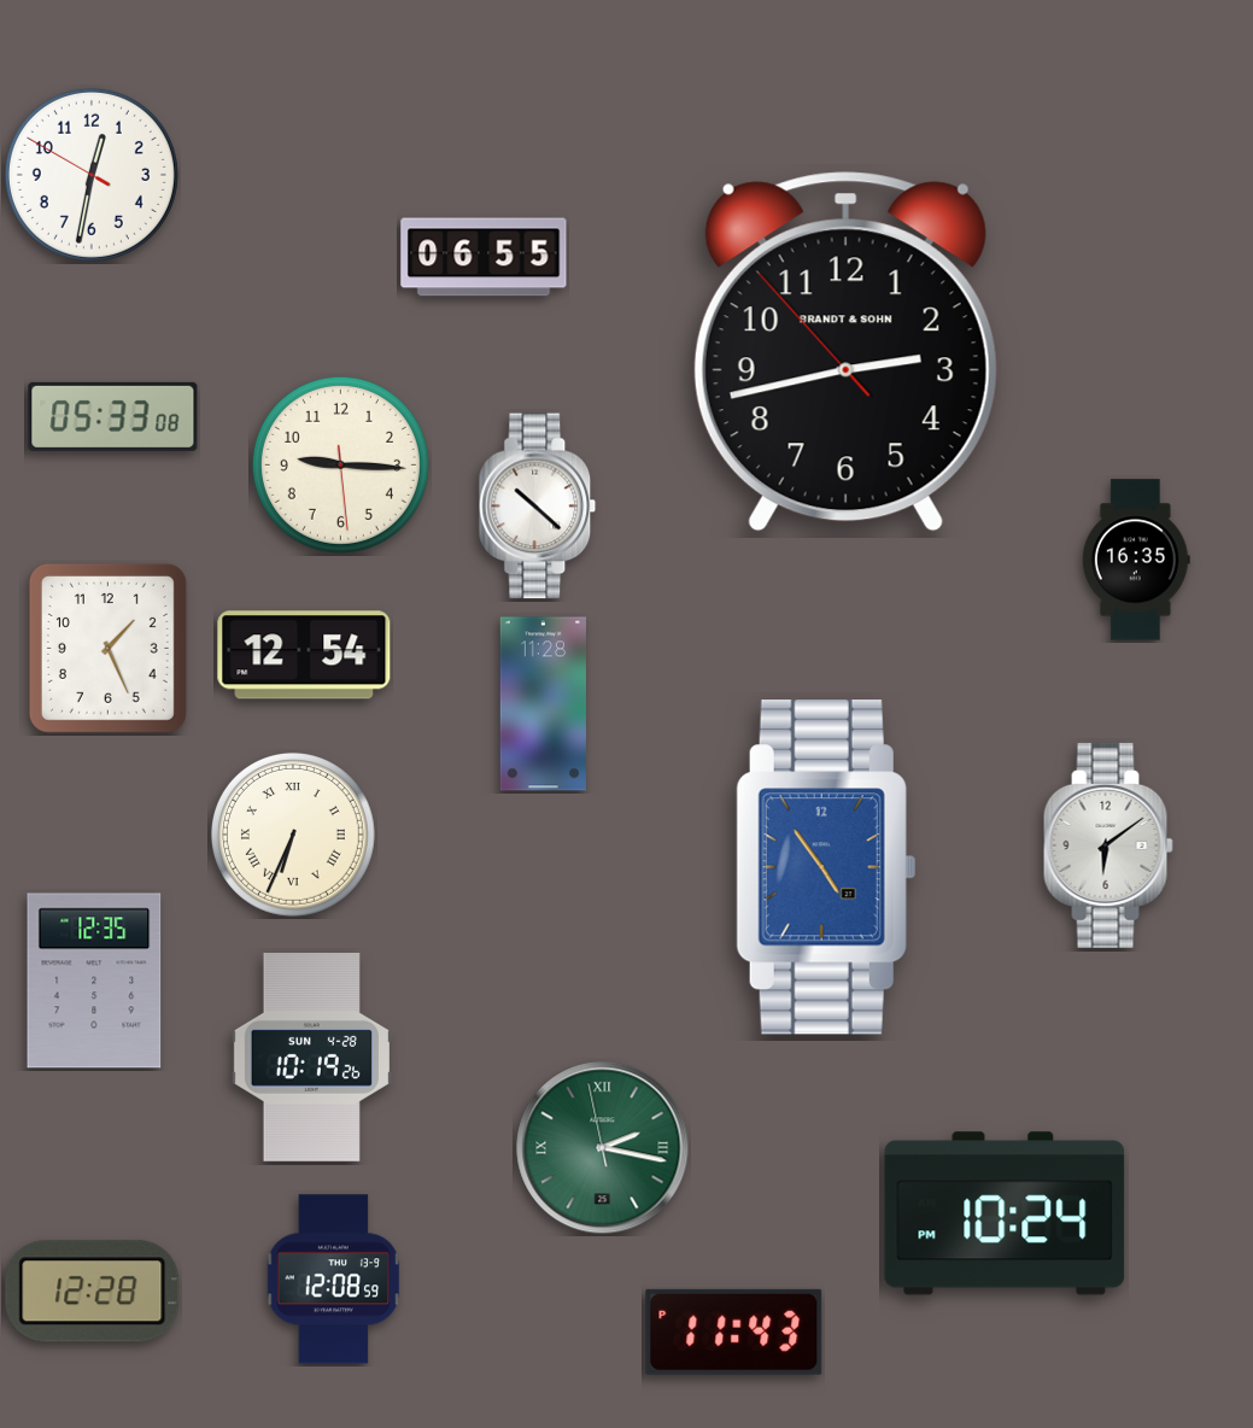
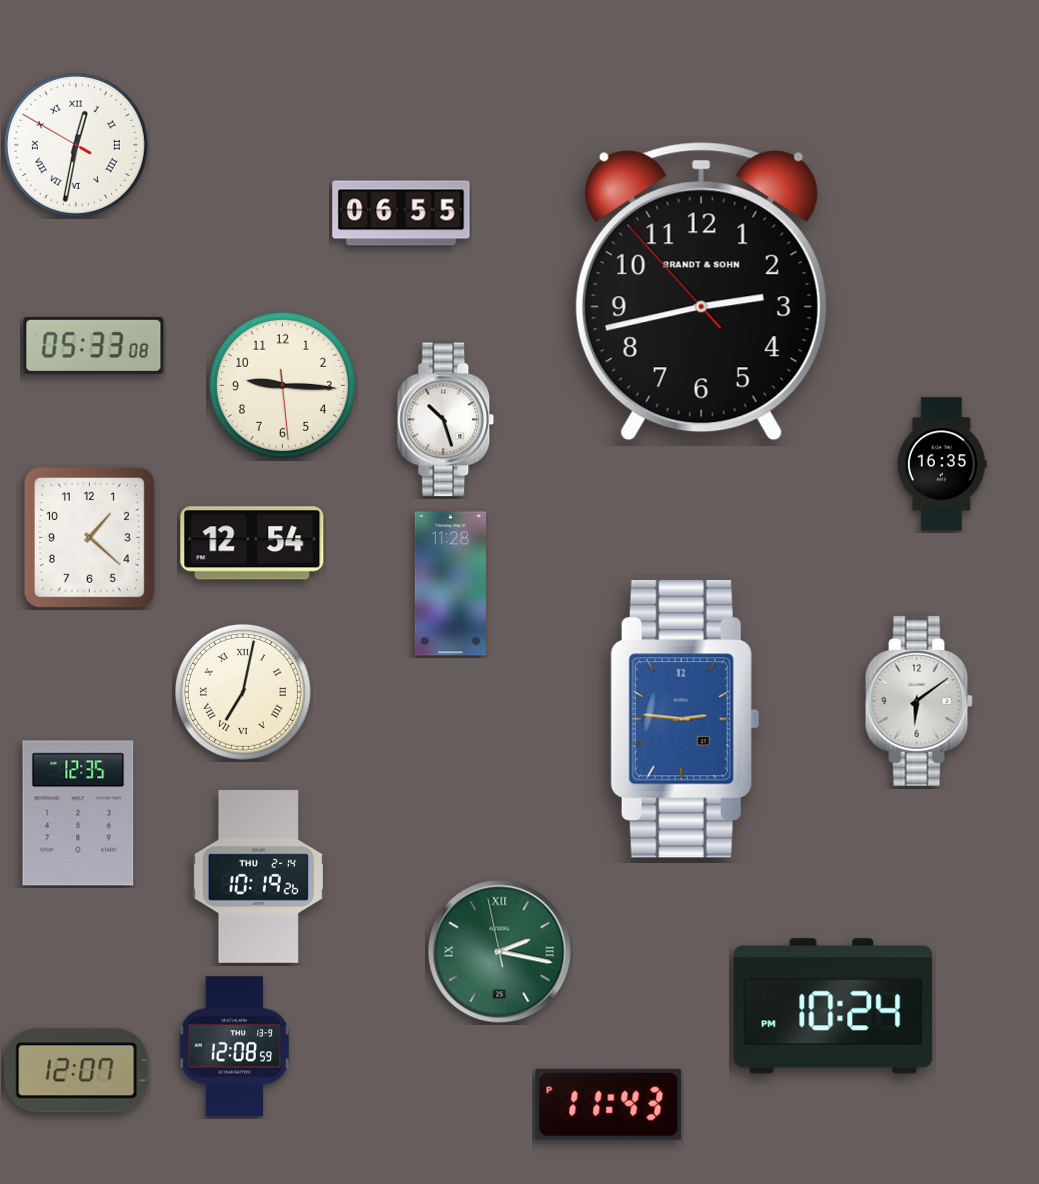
clock at (92, 175) numerals: Arabic -> Roman
clock at (538, 507): 10:22 -> 10:27
clock at (107, 648): 1:26 -> 1:22
clock at (293, 835): 6:34 -> 7:02
clock at (826, 867): 4:54 -> 2:46
clock at (311, 1057) date: SUN 4-28 -> THU 2-14
clock at (334, 1280) position: (334, 1280) -> (235, 1047)
clock at (93, 1292): 12:28 -> 12:07
